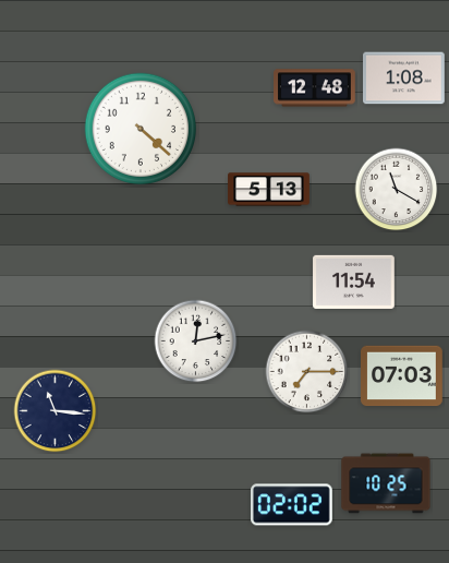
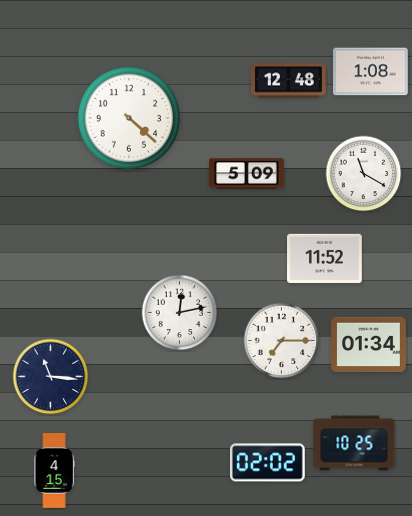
clock at (269, 190): 5:13 -> 5:09
clock at (354, 281): 11:54 -> 11:52
clock at (402, 376): 07:03 -> 01:34
clock at (54, 471): none -> 4:15
